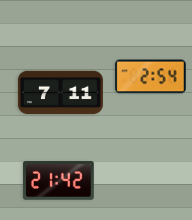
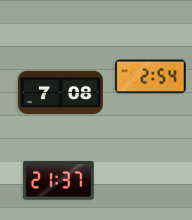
clock at (60, 93): 7:11 -> 7:08
clock at (58, 181): 21:42 -> 21:37
